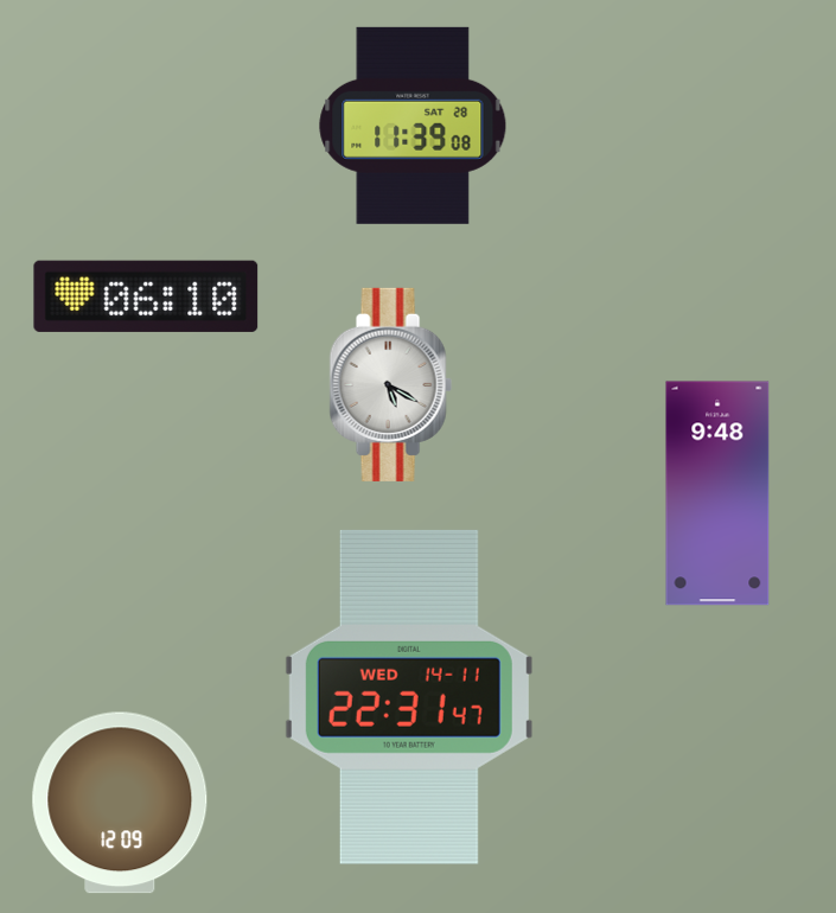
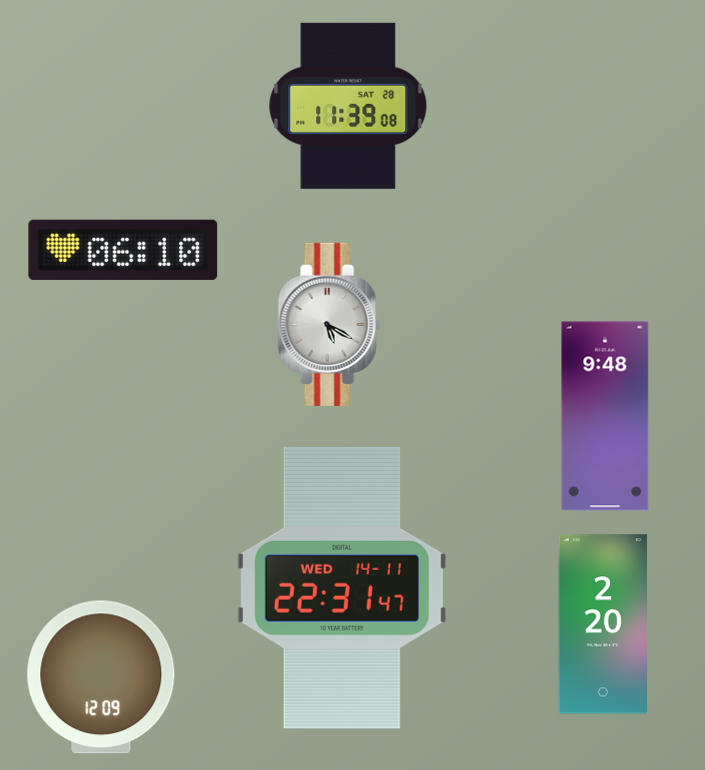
clock at (409, 697) position: (409, 697) -> (342, 588)
clock at (602, 624): none -> 2:20
